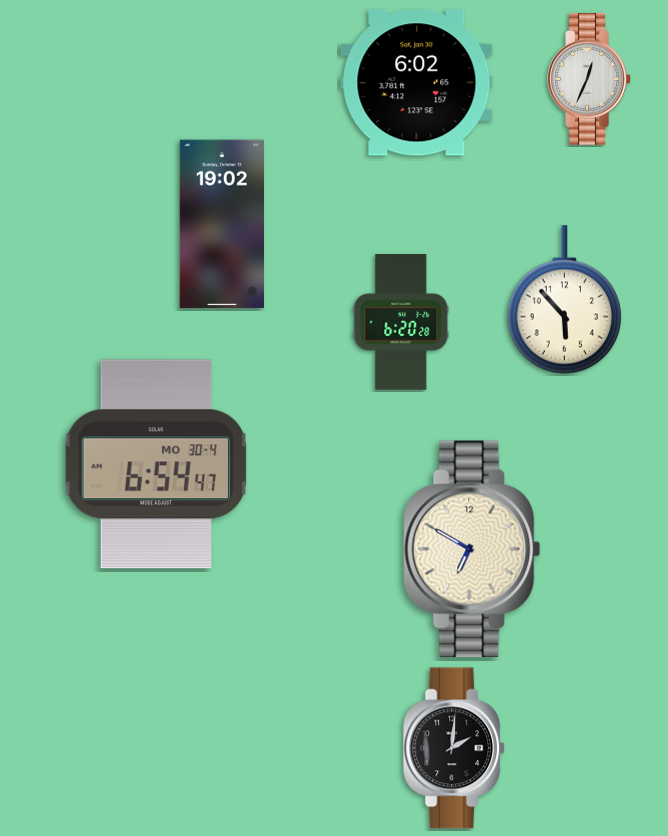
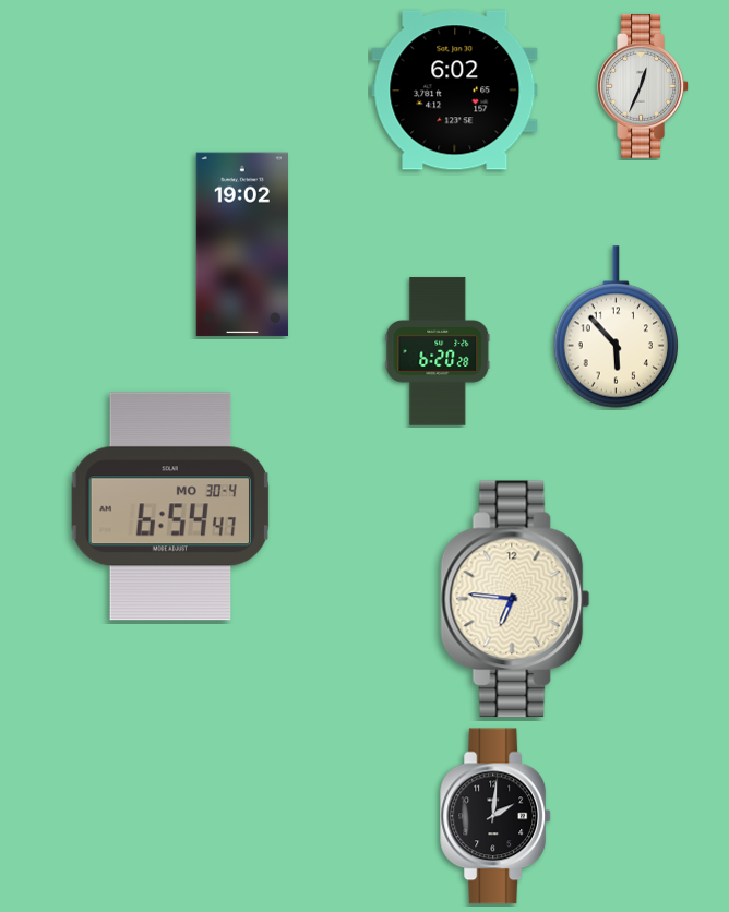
clock at (472, 549): 6:50 -> 6:46
